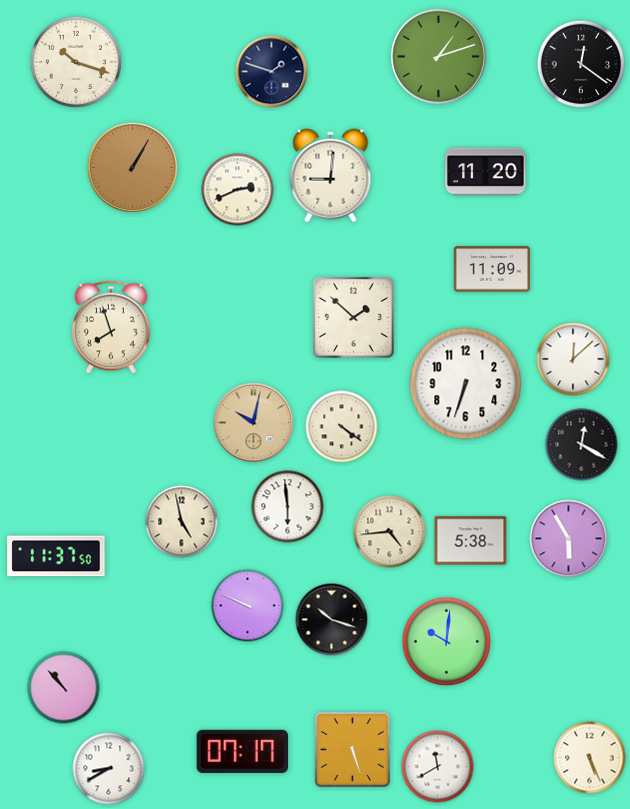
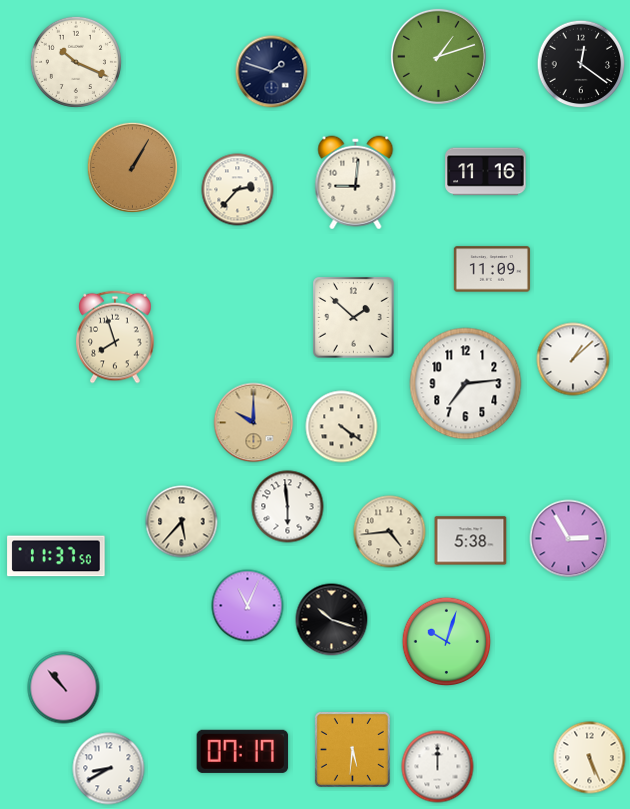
clock at (76, 62): 10:18 -> 10:19
clock at (486, 172): 11:20 -> 11:16
clock at (331, 176) position: (331, 176) -> (356, 183)
clock at (238, 190): 2:41 -> 2:37
clock at (111, 327) position: (111, 327) -> (115, 337)
clock at (573, 359): 12:08 -> 1:08
clock at (466, 384): 6:33 -> 7:14
clock at (254, 423): 10:02 -> 10:00
clock at (582, 445): 12:20 -> none
clock at (182, 522): 4:58 -> 5:37
clock at (569, 539): 5:55 -> 2:55
clock at (248, 606): 9:49 -> 11:04
clock at (447, 642): 10:01 -> 10:03
clock at (352, 749): 5:27 -> 5:31
clock at (438, 767): 11:40 -> 12:00
